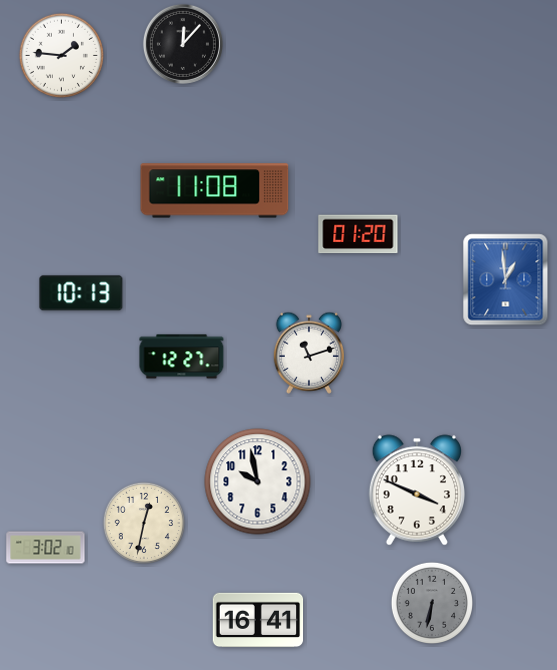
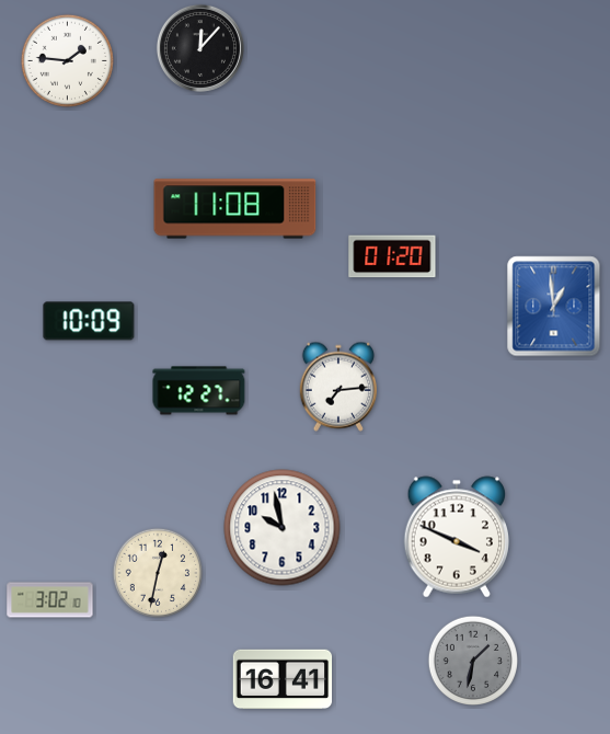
clock at (81, 293): 10:13 -> 10:09
clock at (309, 353): 11:12 -> 7:14
clock at (431, 602): 6:32 -> 1:32
